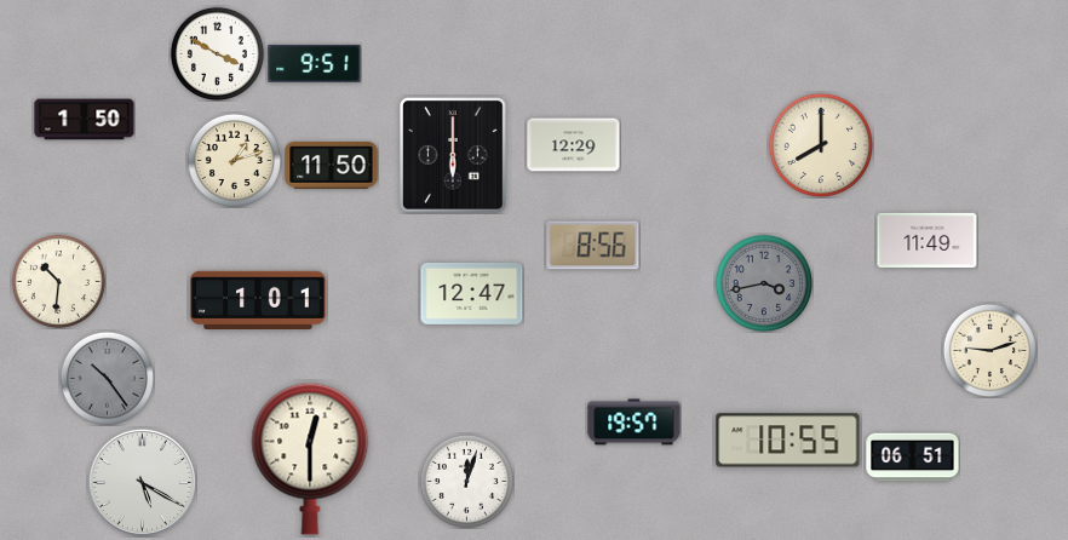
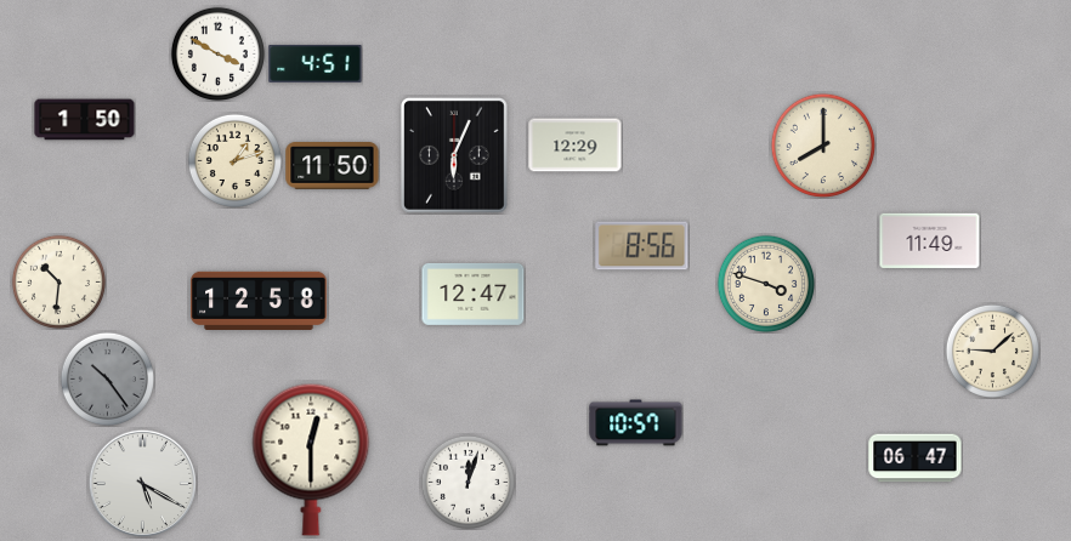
clock at (315, 63): 9:51 -> 4:51
clock at (454, 156): 6:00 -> 6:04
clock at (593, 246) position: (593, 246) -> (642, 246)
clock at (764, 283): 3:43 -> 3:48
clock at (764, 283) dial: grey -> cream
clock at (258, 299): 1:01 -> 12:58
clock at (989, 350): 9:12 -> 9:08
clock at (635, 423): 19:57 -> 10:57
clock at (788, 441): 10:55 -> none
clock at (913, 458): 06:51 -> 06:47
